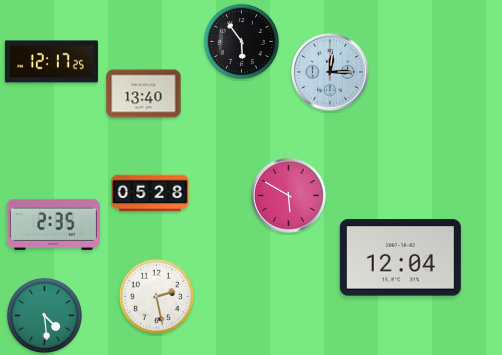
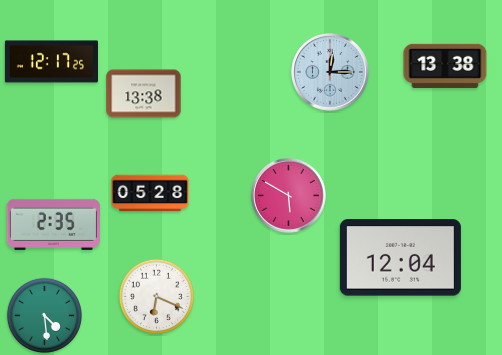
clock at (241, 41): 5:54 -> none
clock at (445, 66): none -> 13:38
clock at (144, 94): 13:40 -> 13:38
clock at (156, 296): 2:28 -> 6:19
